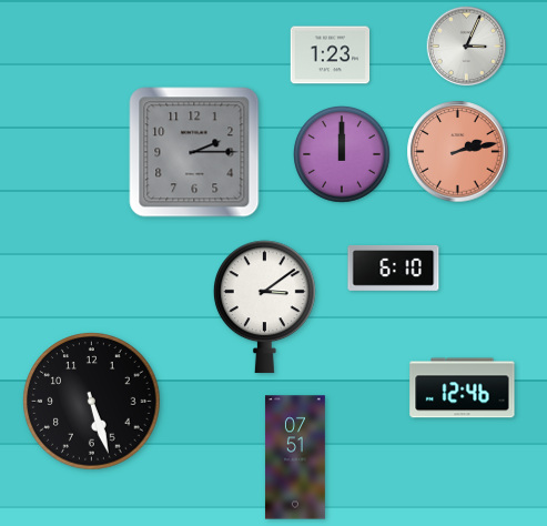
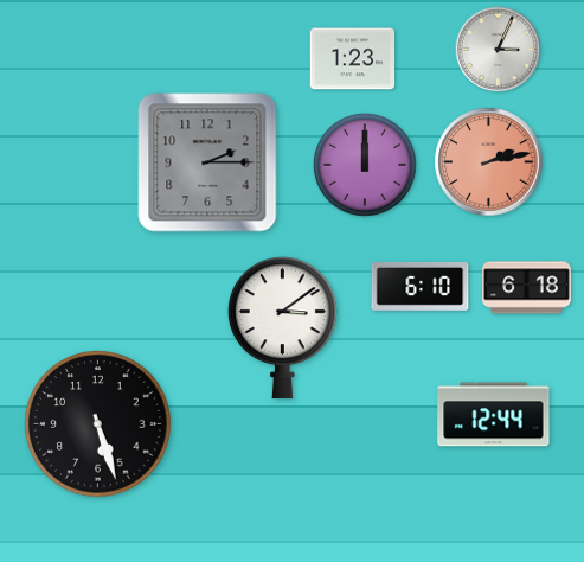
clock at (527, 288): none -> 6:18
clock at (463, 388): 12:46 -> 12:44
clock at (92, 402) position: (92, 402) -> (98, 424)
clock at (295, 457): 07:51 -> none
